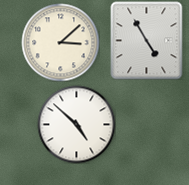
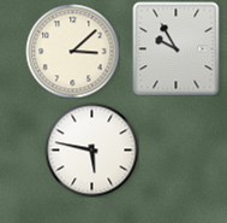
clock at (147, 40): 4:55 -> 9:55
clock at (76, 124): 4:52 -> 5:47
